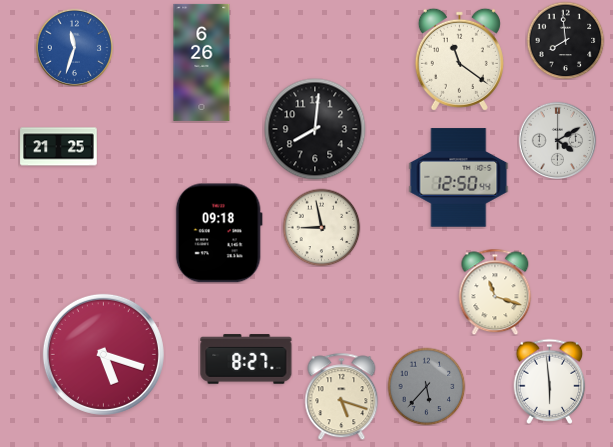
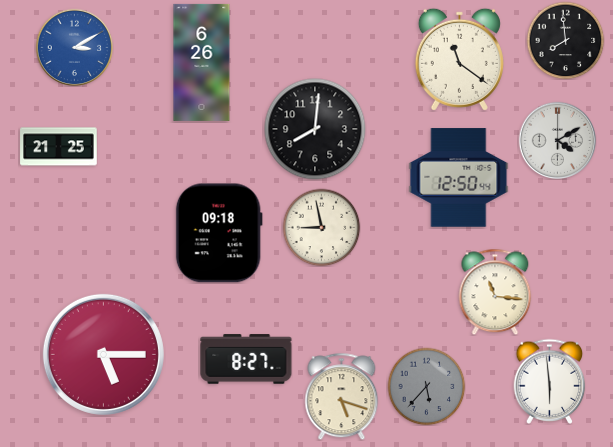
clock at (74, 47): 11:33 -> 3:10
clock at (495, 292): 11:18 -> 11:16
clock at (103, 354): 5:18 -> 5:15
